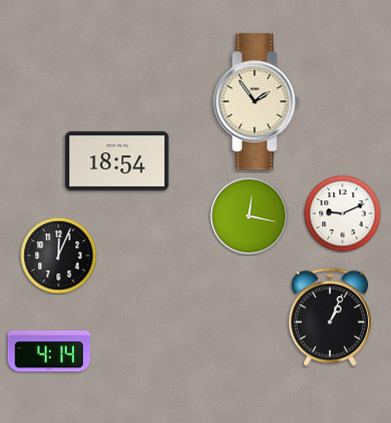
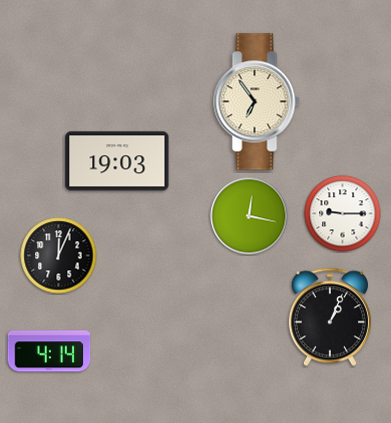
clock at (257, 102): 1:54 -> 6:54
clock at (117, 161): 18:54 -> 19:03
clock at (343, 214): 9:11 -> 9:15
